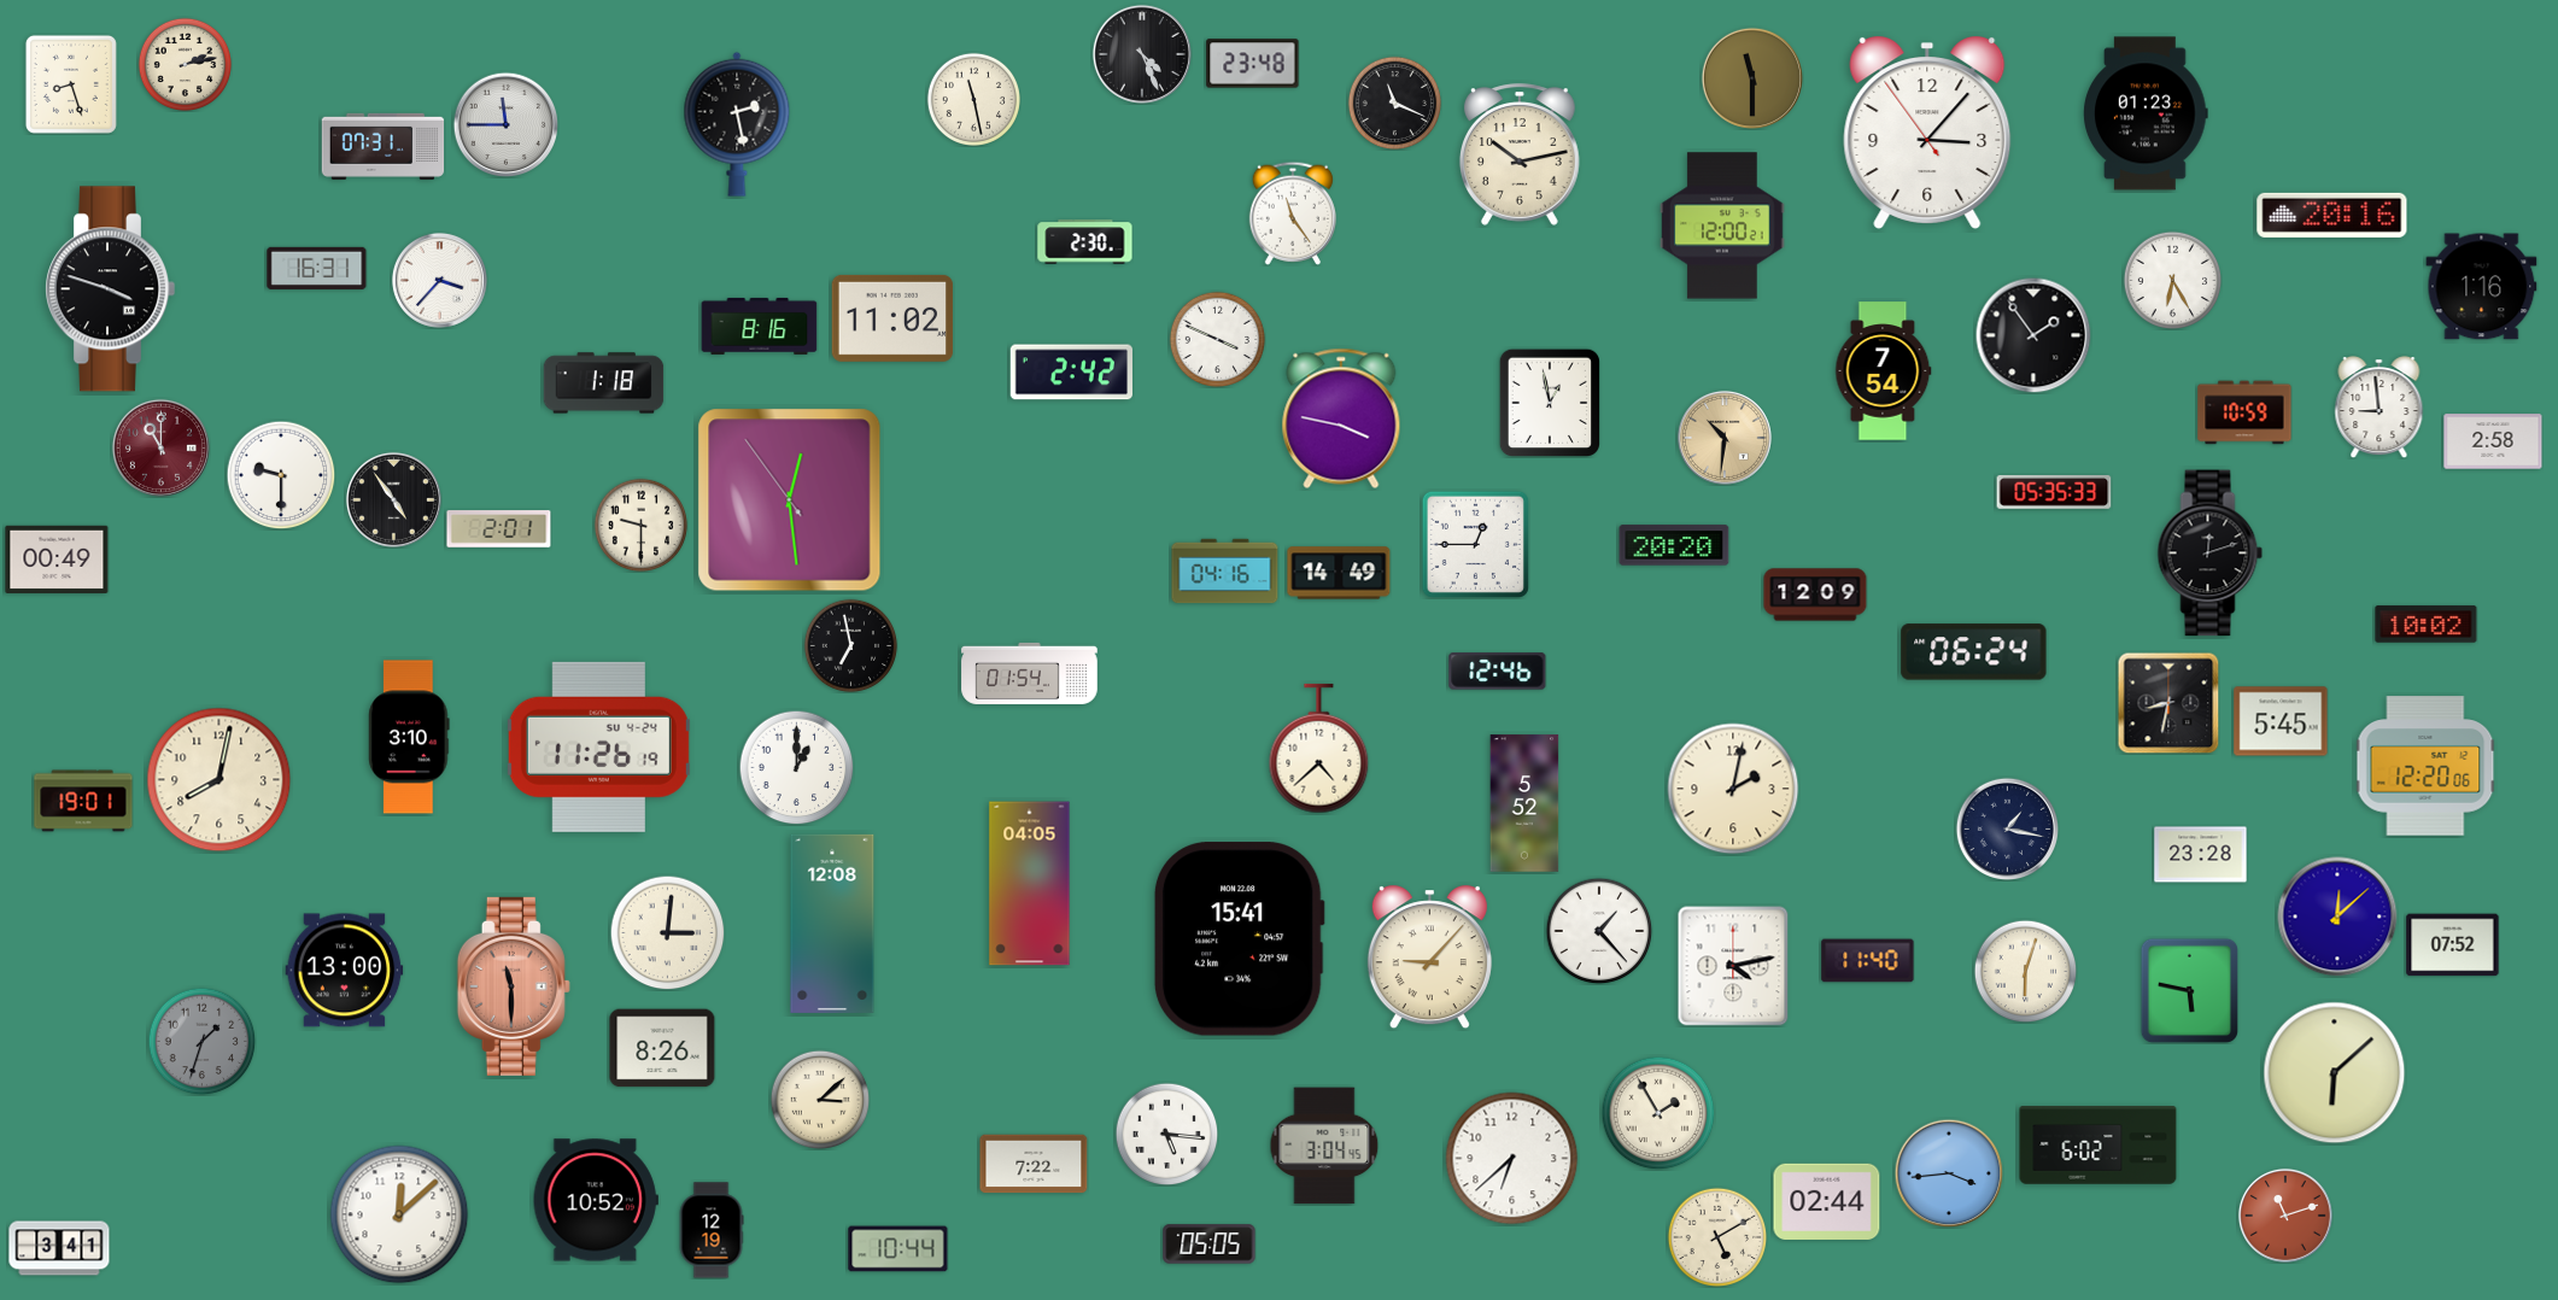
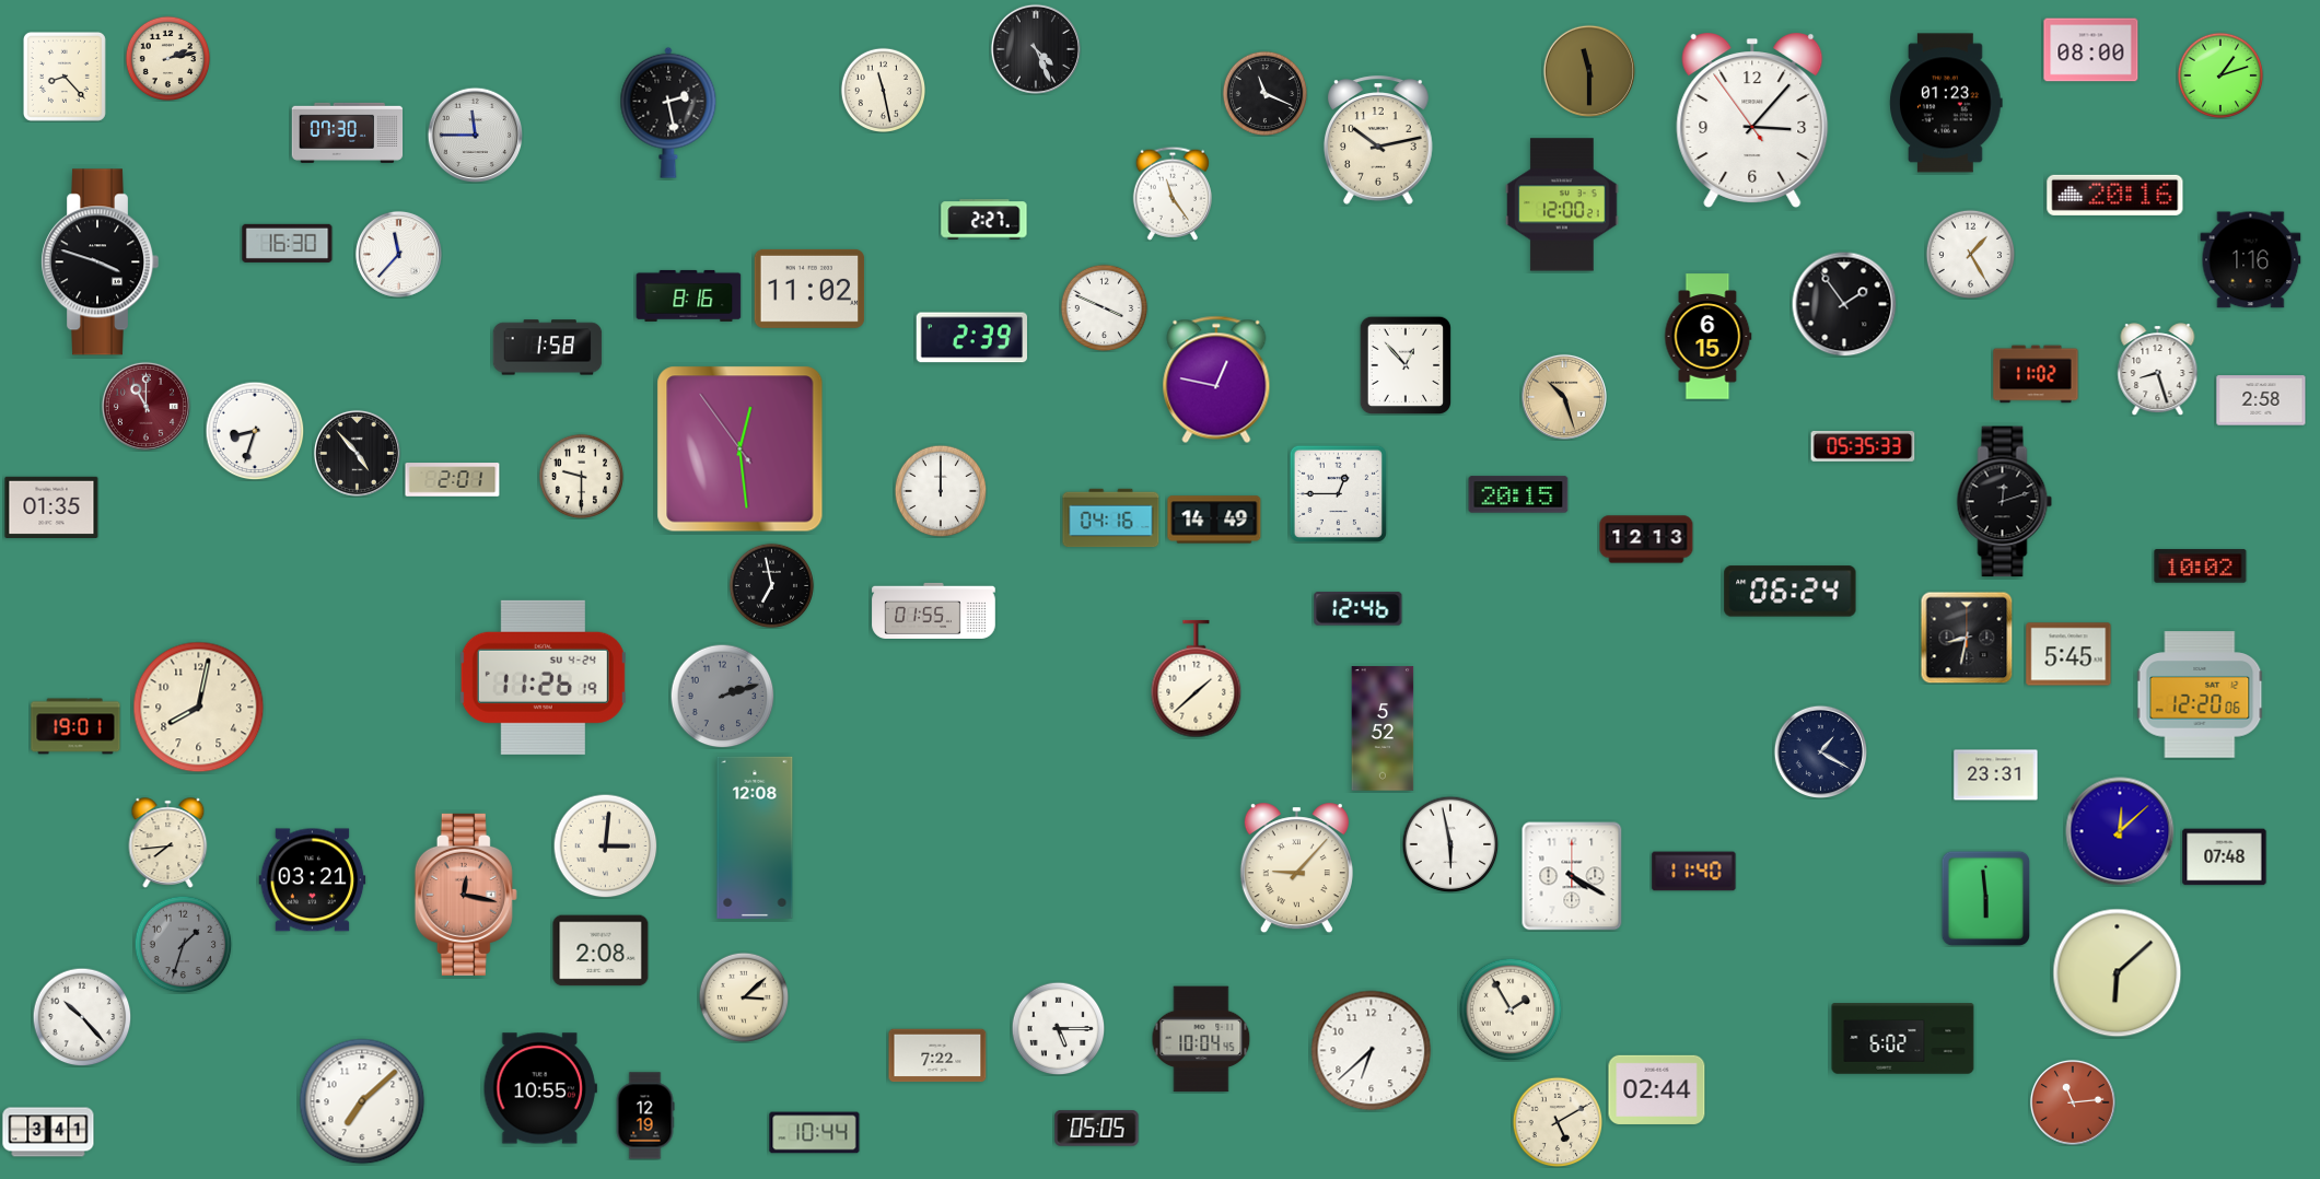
clock at (2091, 50): none -> 08:00
clock at (1253, 64): 23:48 -> none
clock at (2219, 74): none -> 1:12
clock at (71, 84): 8:27 -> 8:23
clock at (505, 124) position: (505, 124) -> (475, 135)
clock at (1927, 134) position: (1927, 134) -> (1752, 121)
clock at (384, 146): 07:31 -> 07:30
clock at (1085, 242): 2:30 -> 2:27
clock at (317, 268): 16:31 -> 16:30
clock at (439, 280): 3:37 -> 11:37
clock at (2172, 280): 6:25 -> 1:25
clock at (1884, 371): 7:54 -> 6:15
clock at (1071, 373): 2:42 -> 2:39
clock at (604, 383): 1:18 -> 1:58
clock at (1549, 403): 12:58 -> 12:53
clock at (2380, 408): 8:59 -> 8:27
clock at (2244, 412): 10:59 -> 11:02
clock at (1341, 418): 3:47 -> 12:47
clock at (1725, 438): 10:31 -> 10:27
clock at (281, 475): 9:30 -> 8:33
clock at (393, 499): 4:54 -> 4:53
clock at (790, 500) position: (790, 500) -> (741, 450)
clock at (941, 491): none -> 12:00
clock at (1674, 545): 20:20 -> 20:15
clock at (57, 560): 00:49 -> 01:35
clock at (1815, 595): 12:09 -> 12:13
clock at (1030, 673): 01:54 -> 01:55
clock at (409, 737): 3:10 -> none
clock at (1319, 749): 4:38 -> 1:38
clock at (796, 767): 1:00 -> 2:12
clock at (796, 767) dial: white -> grey
clock at (1733, 789): 2:02 -> none
clock at (2007, 828): 1:17 -> 1:20
clock at (2201, 855): 23:28 -> 23:31
clock at (1030, 884): 04:05 -> none
clock at (168, 843): none -> 7:44
clock at (1599, 931): 1:23 -> 5:58
clock at (1239, 939): 15:41 -> none
clock at (2453, 945): 07:52 -> 07:48
clock at (1733, 966): 4:13 -> 4:20
clock at (345, 971): 13:00 -> 03:21
clock at (2025, 971): 6:03 -> none
clock at (514, 986): 11:30 -> 12:17
clock at (2190, 990): 5:47 -> 5:59
clock at (662, 1048): 8:26 -> 2:08
clock at (1658, 1113) position: (1658, 1113) -> (1511, 1009)
clock at (82, 1017): none -> 10:23
clock at (1166, 1134): 5:16 -> 5:15
clock at (1324, 1146): 3:04 -> 10:04
clock at (1949, 1173): 3:44 -> none
clock at (596, 1200): 10:52 -> 10:55
clock at (399, 1214): 12:08 -> 7:08
clock at (2285, 1216): 11:12 -> 11:14
clock at (59, 1248) position: (59, 1248) -> (48, 1132)
